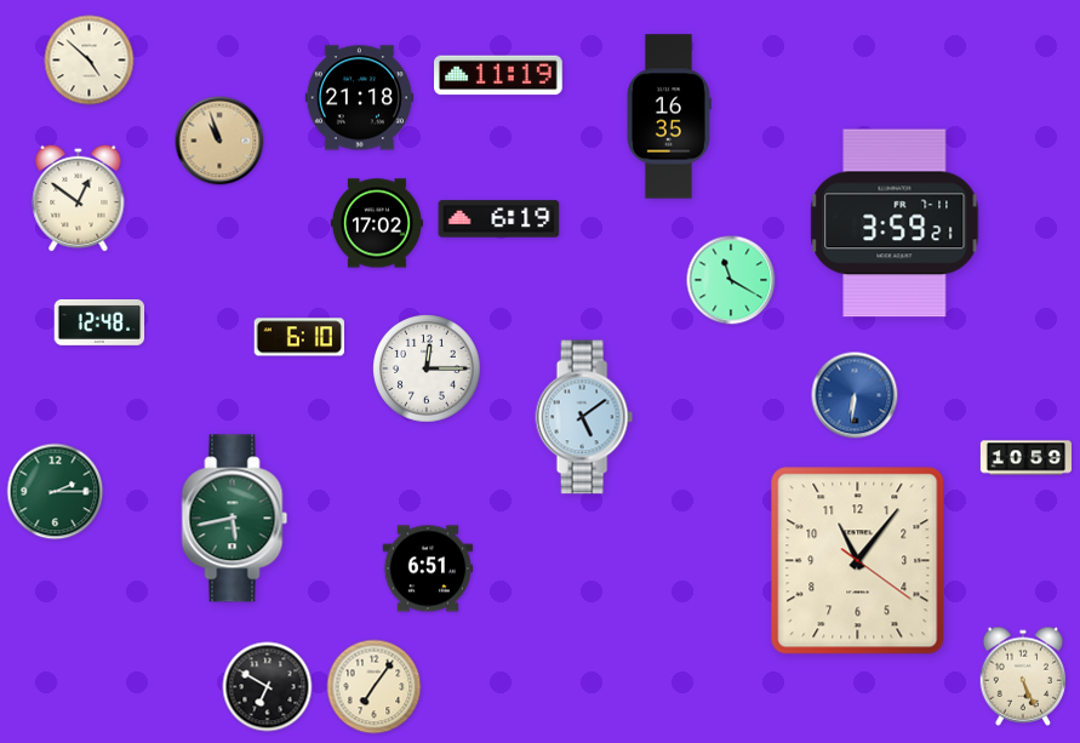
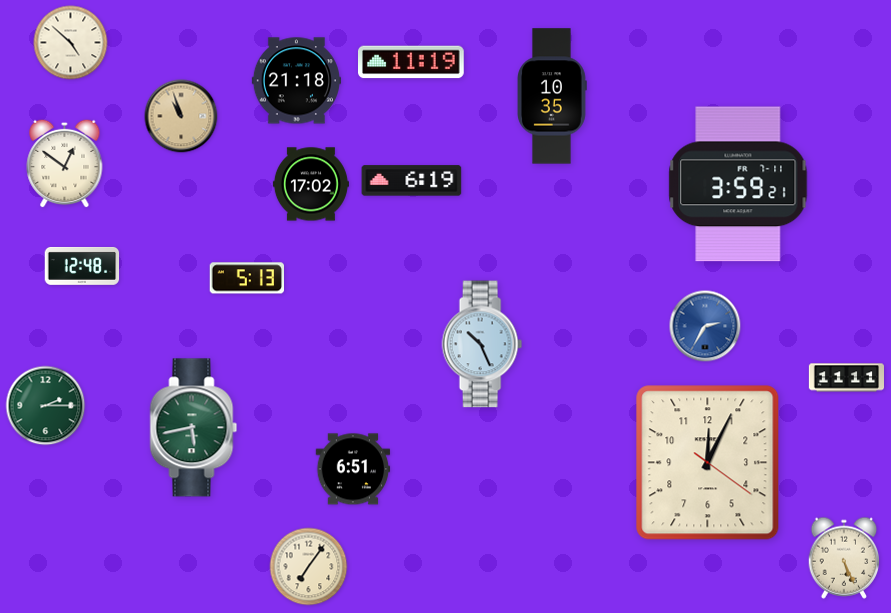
clock at (90, 61) position: (90, 61) -> (71, 43)
clock at (669, 116): 16:35 -> 10:35
clock at (731, 280): 11:20 -> none
clock at (298, 337): 6:10 -> 5:13
clock at (427, 368): 12:15 -> none
clock at (855, 395): 6:31 -> 2:35
clock at (584, 417): 5:09 -> 10:26
clock at (1025, 458): 10:59 -> 11:11
clock at (858, 561): 11:06 -> 12:04
clock at (268, 687): 6:50 -> none
